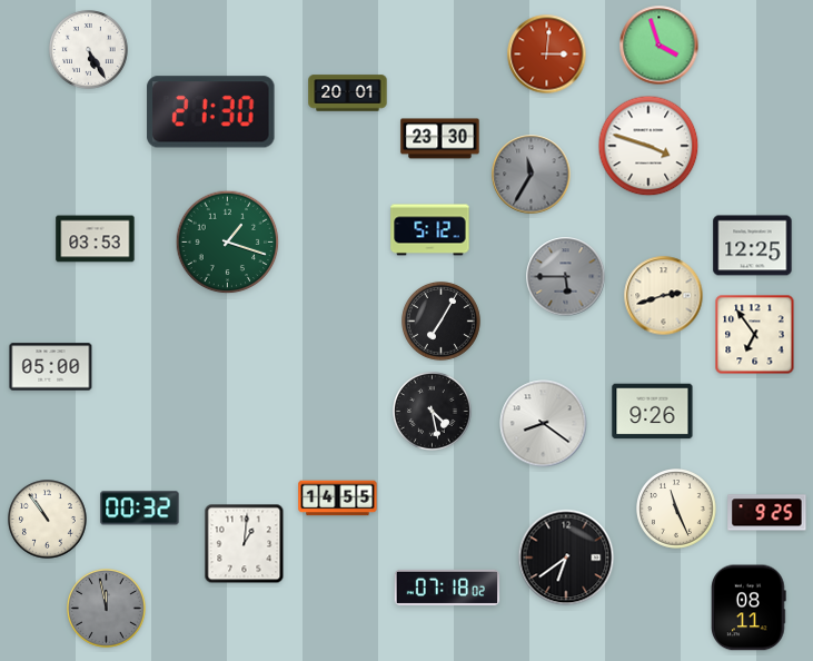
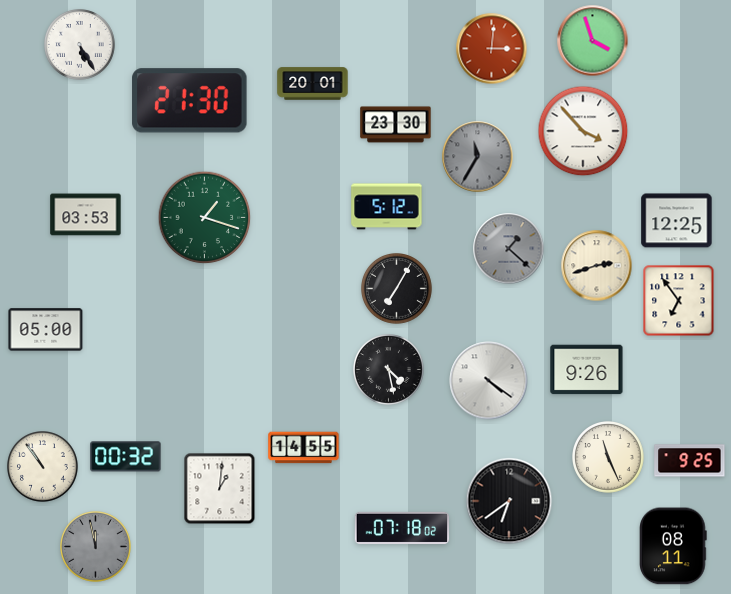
clock at (648, 146): 3:48 -> 3:53
clock at (566, 277): 5:45 -> 1:22
clock at (544, 424): 8:21 -> 4:21
